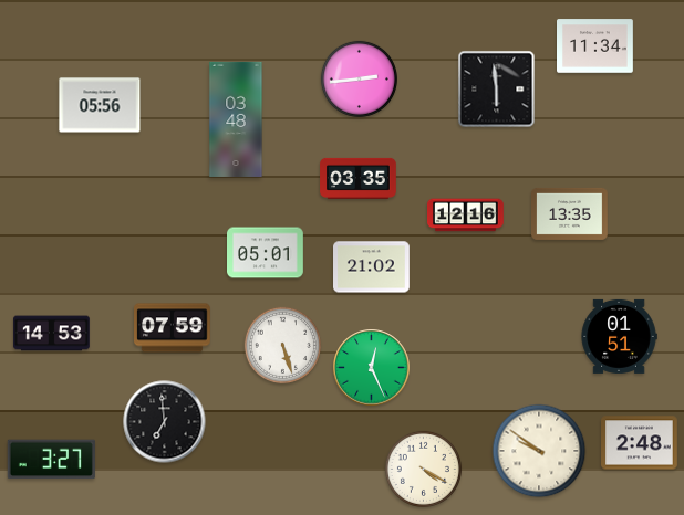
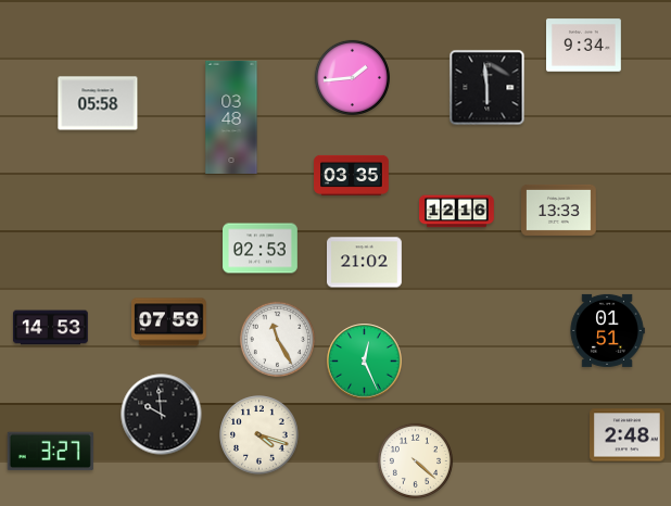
clock at (595, 46): 11:34 -> 9:34
clock at (359, 78): 2:44 -> 1:44
clock at (100, 105): 05:56 -> 05:58
clock at (570, 213): 13:35 -> 13:33
clock at (266, 253): 05:01 -> 02:53
clock at (282, 345): 5:27 -> 11:25
clock at (165, 422): 6:59 -> 9:59
clock at (259, 435): none -> 4:18
clock at (539, 451): 9:51 -> none
clock at (423, 469): 4:20 -> 4:22
